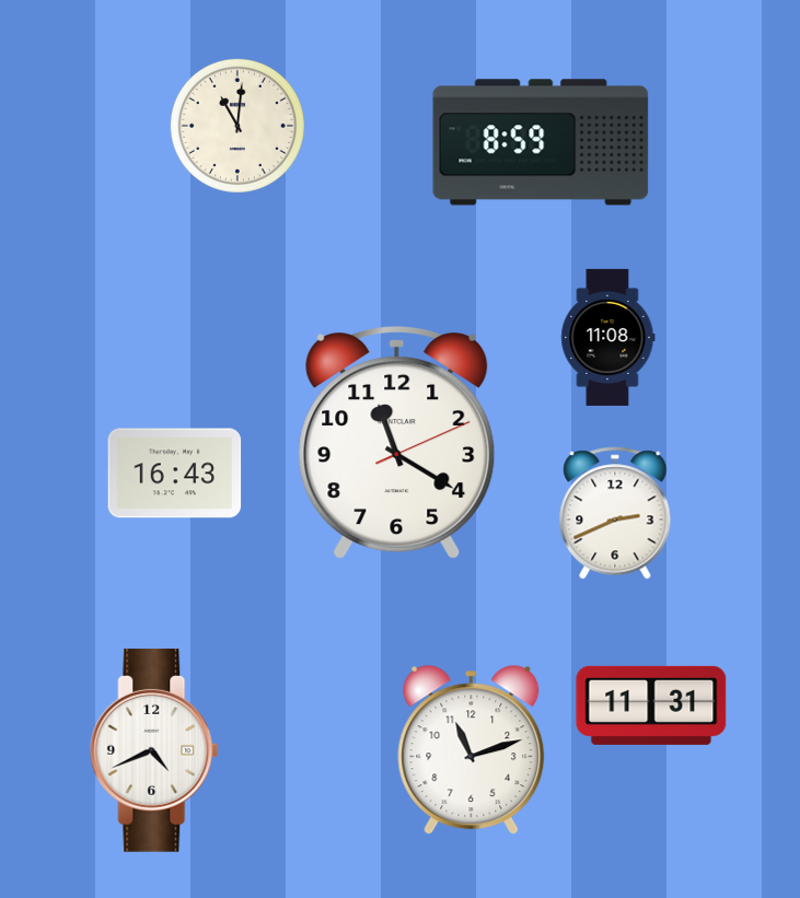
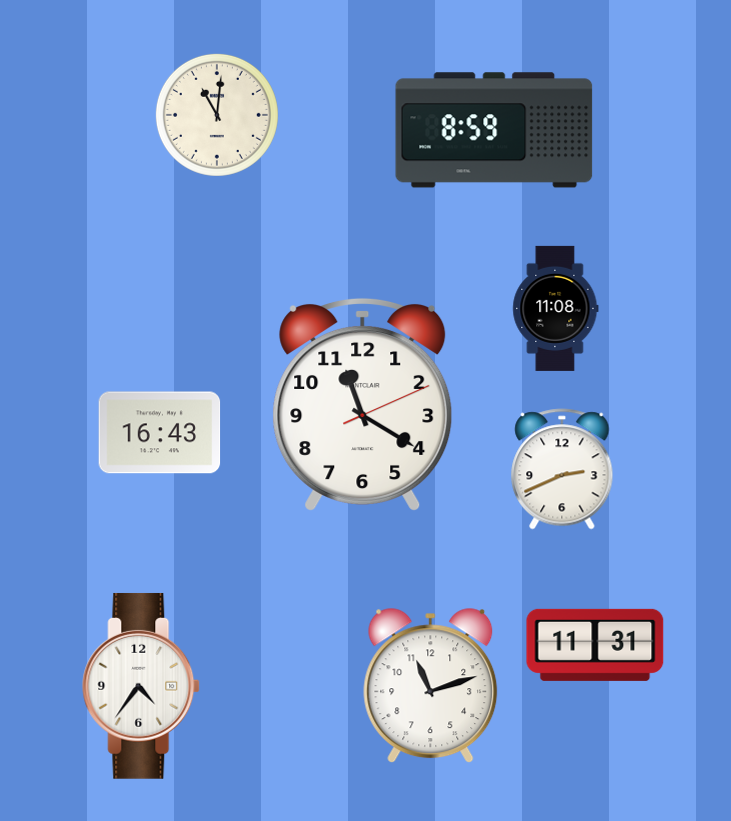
clock at (155, 750): 4:41 -> 4:36
